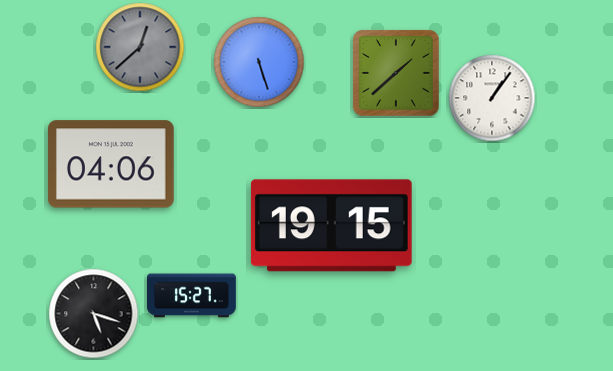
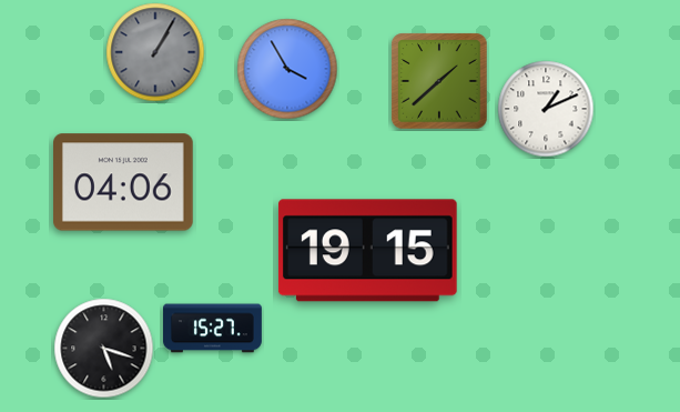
clock at (140, 47): 12:38 -> 1:05
clock at (259, 62): 5:27 -> 3:55
clock at (492, 98): 1:06 -> 1:11
